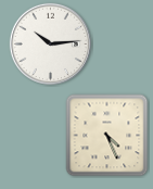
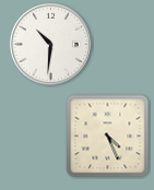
clock at (50, 43): 10:14 -> 10:31
